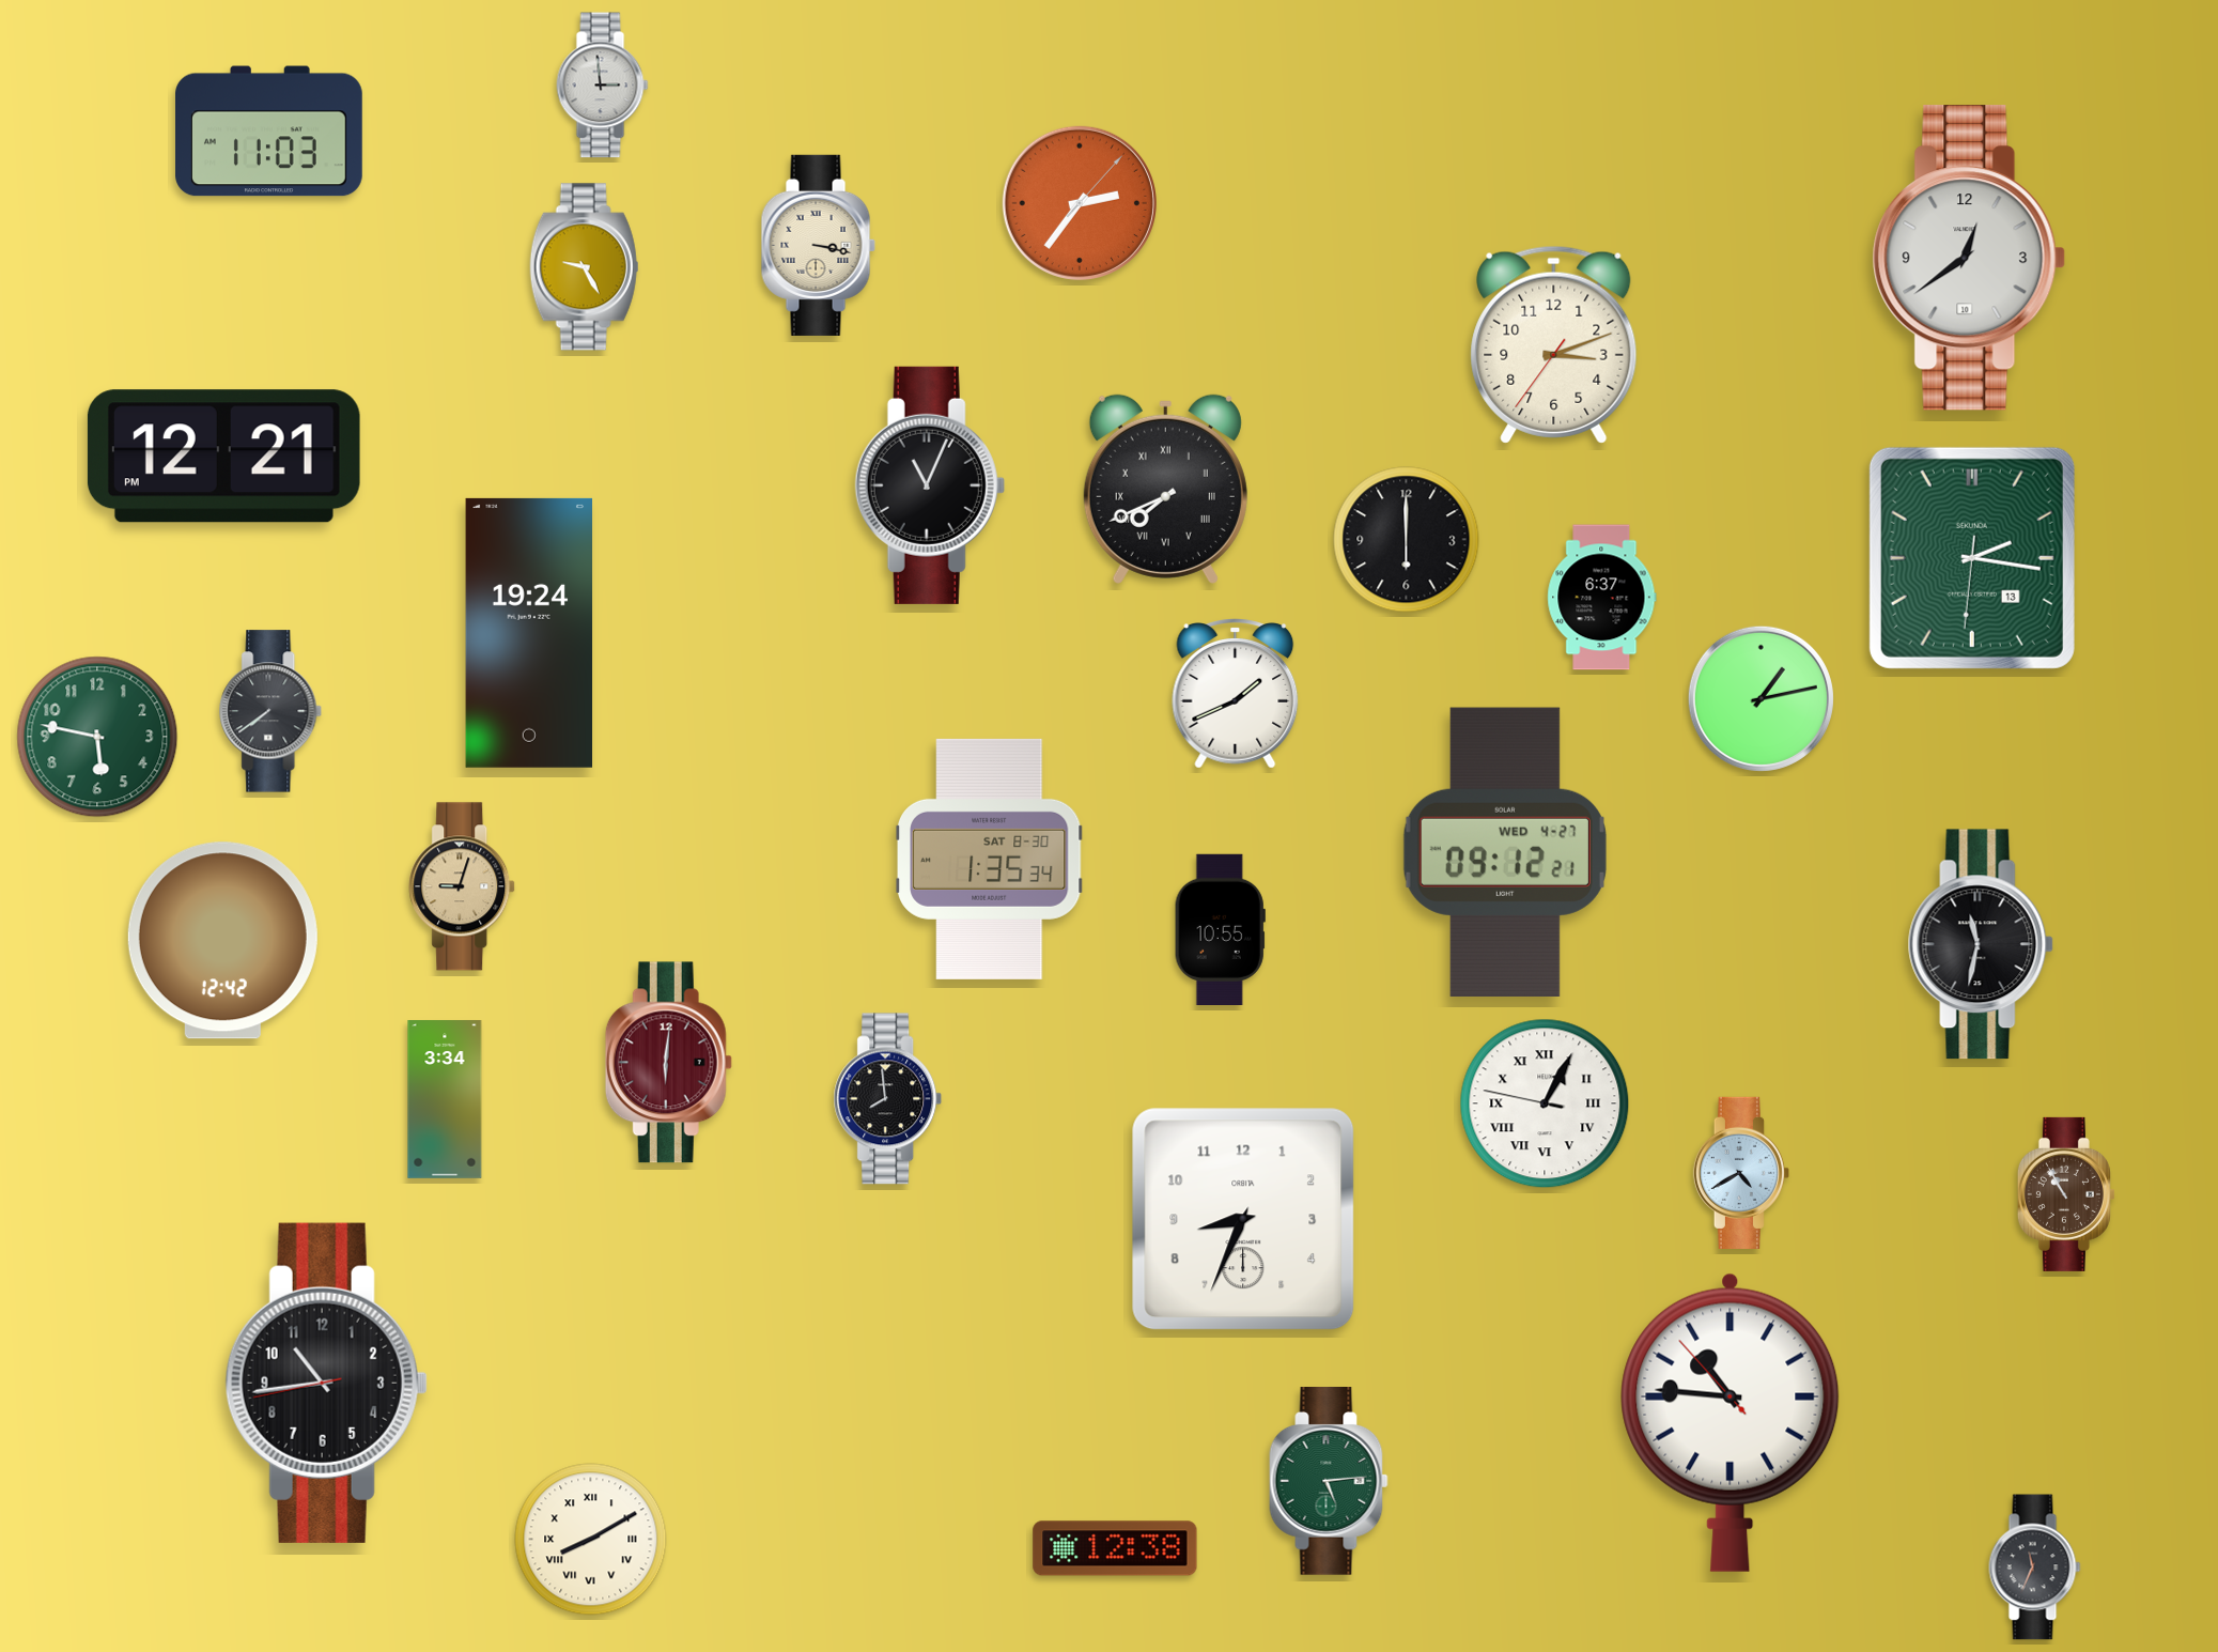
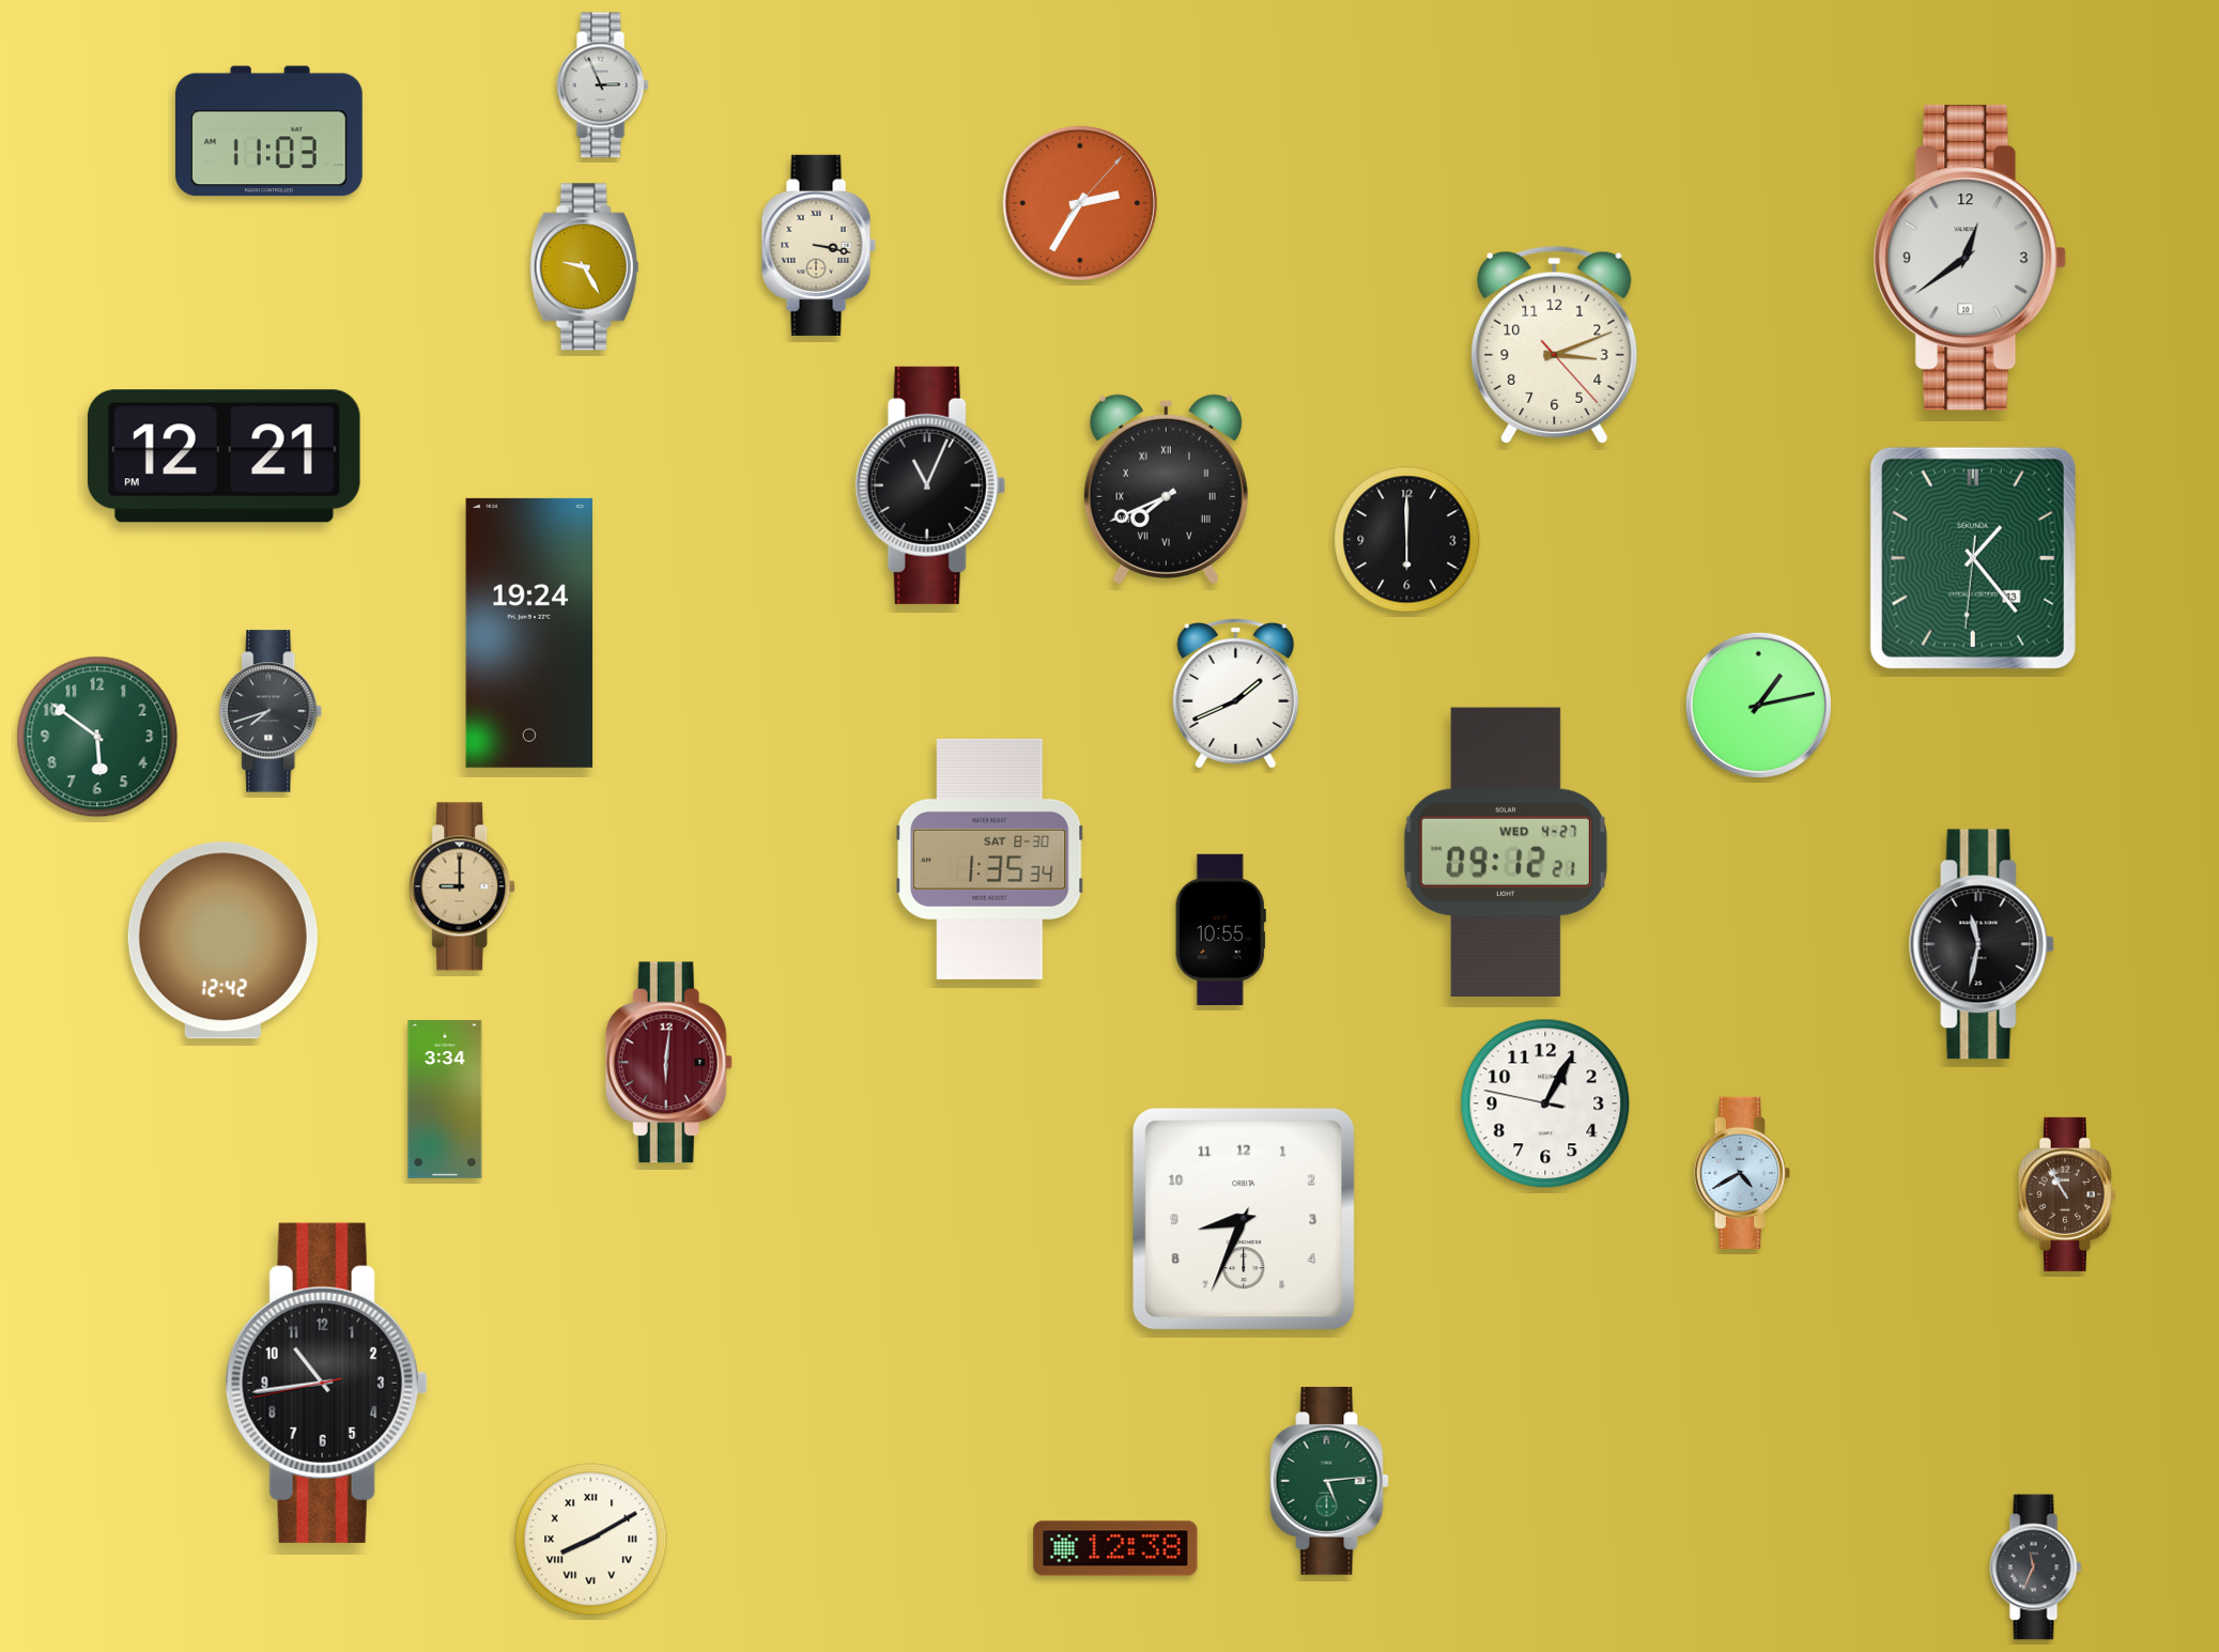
clock at (603, 86): 2:59 -> 2:56
clock at (1080, 203): 2:36 -> 2:35
clock at (1554, 344): 3:11:36 -> 3:11:23
clock at (1972, 558): 2:16 -> 1:23
clock at (1602, 598): 6:37 -> none
clock at (1761, 698) position: (1761, 698) -> (1758, 705)
clock at (272, 711): 7:39 -> 7:42
clock at (97, 737): 5:47 -> 5:51
clock at (463, 886): 9:03 -> 9:00
clock at (888, 1099): 7:59 -> none
clock at (1545, 1103) numerals: Roman -> Arabic
clock at (1731, 1422): 10:45 -> none
